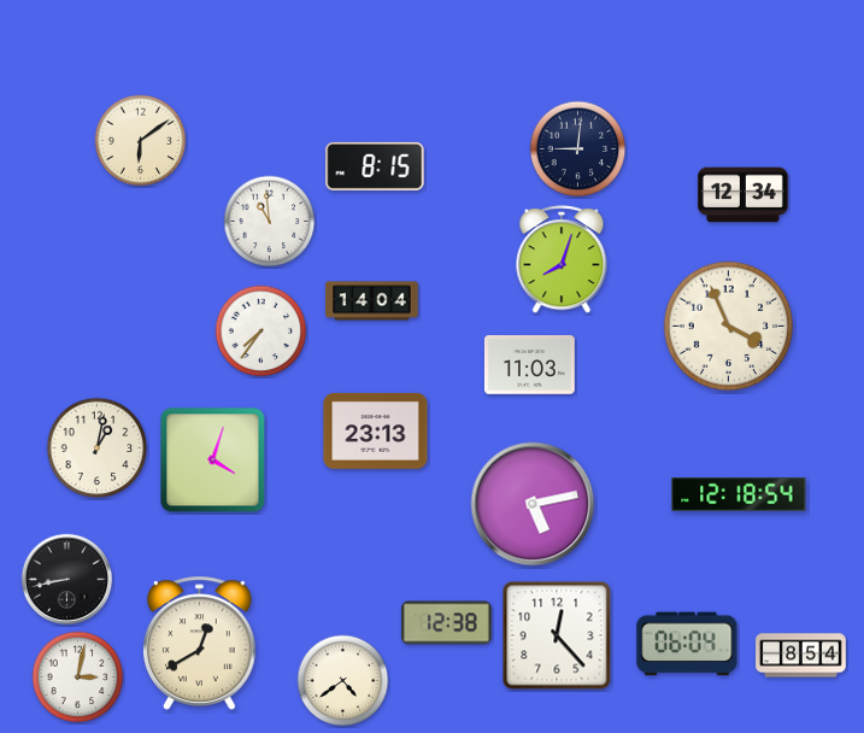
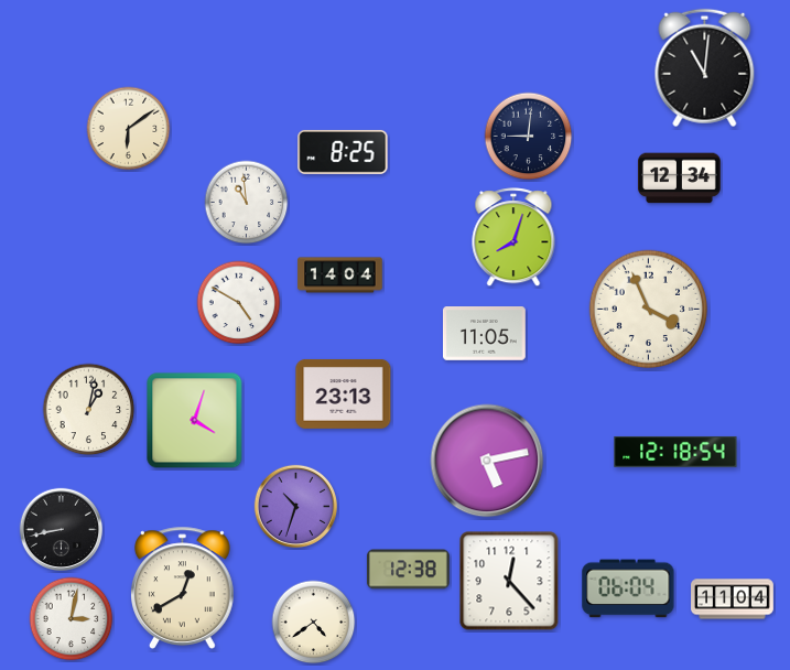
clock at (705, 68): none -> 11:01
clock at (375, 166): 8:15 -> 8:25
clock at (729, 327) position: (729, 327) -> (649, 310)
clock at (261, 332): 7:36 -> 4:50
clock at (530, 365): 11:03 -> 11:05
clock at (295, 506): none -> 10:33
clock at (801, 656): 8:54 -> 11:04
